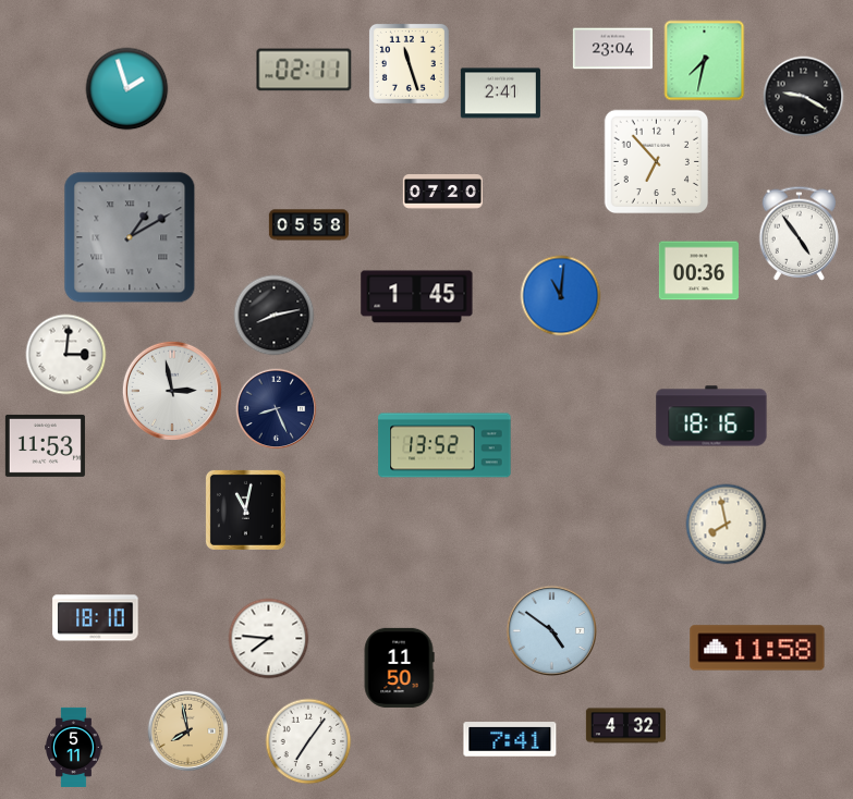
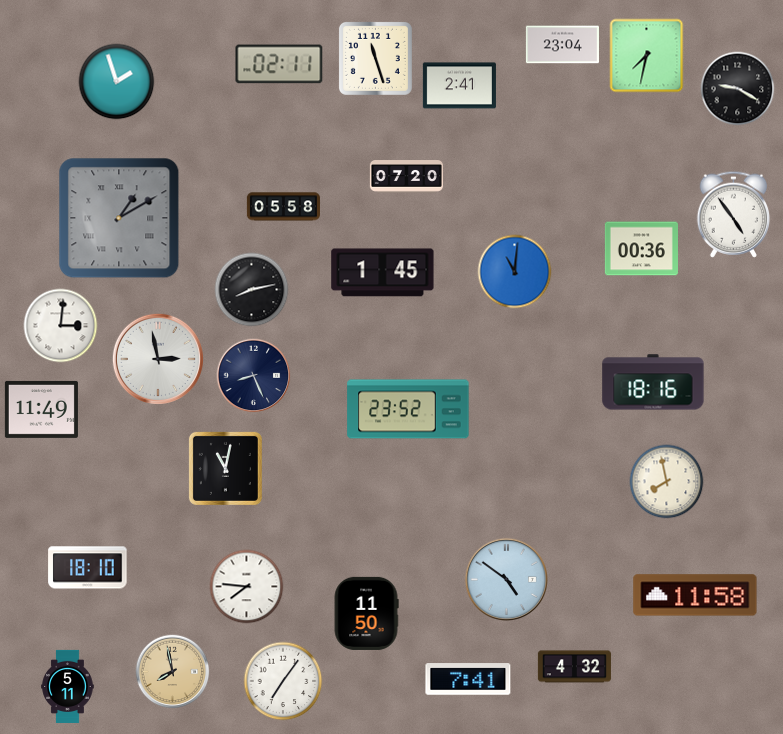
clock at (657, 162): 6:53 -> none
clock at (45, 445): 11:53 -> 11:49
clock at (444, 445): 13:52 -> 23:52
